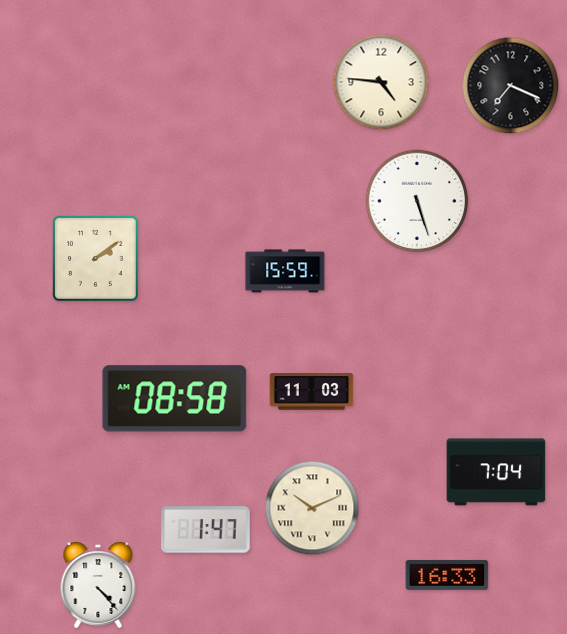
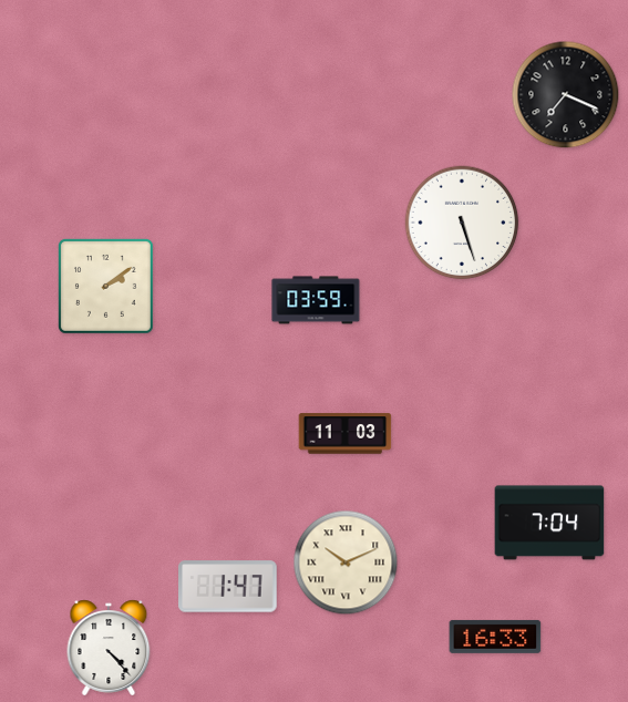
clock at (381, 82): 4:46 -> none
clock at (285, 271): 15:59 -> 03:59
clock at (175, 399): 08:58 -> none
